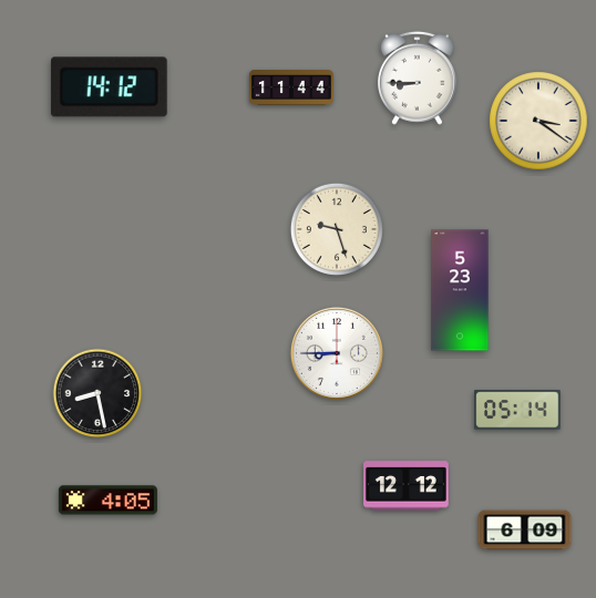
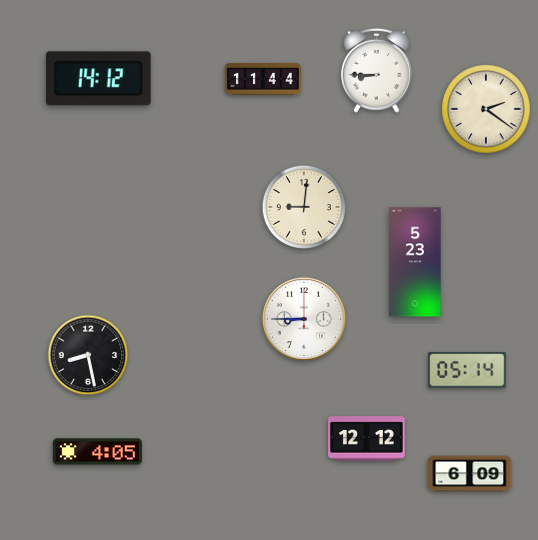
clock at (538, 121): 3:21 -> 2:21
clock at (337, 229): 9:27 -> 9:01
clock at (525, 530) position: (525, 530) -> (470, 474)
